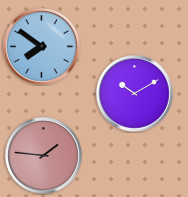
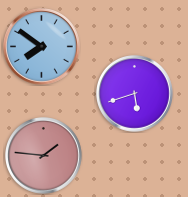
clock at (135, 94): 10:10 -> 5:42
